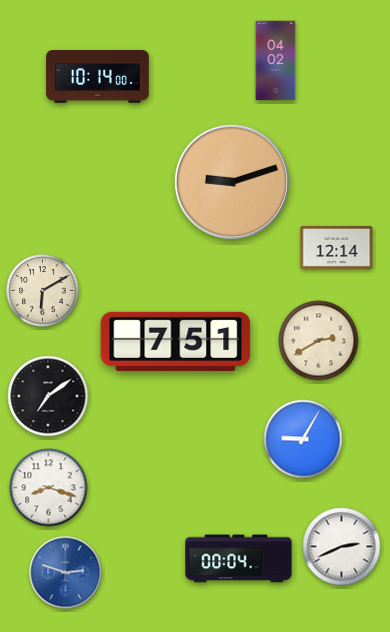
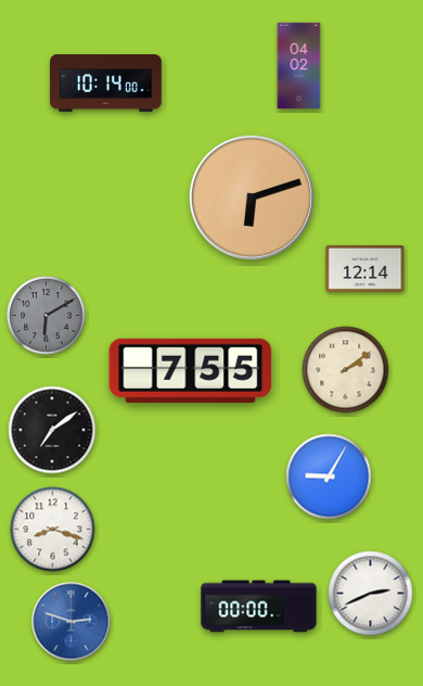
clock at (232, 182): 9:12 -> 6:12
clock at (43, 291) dial: cream -> grey
clock at (176, 341): 7:51 -> 7:55
clock at (319, 341): 2:40 -> 2:09
clock at (239, 559): 00:04 -> 00:00
